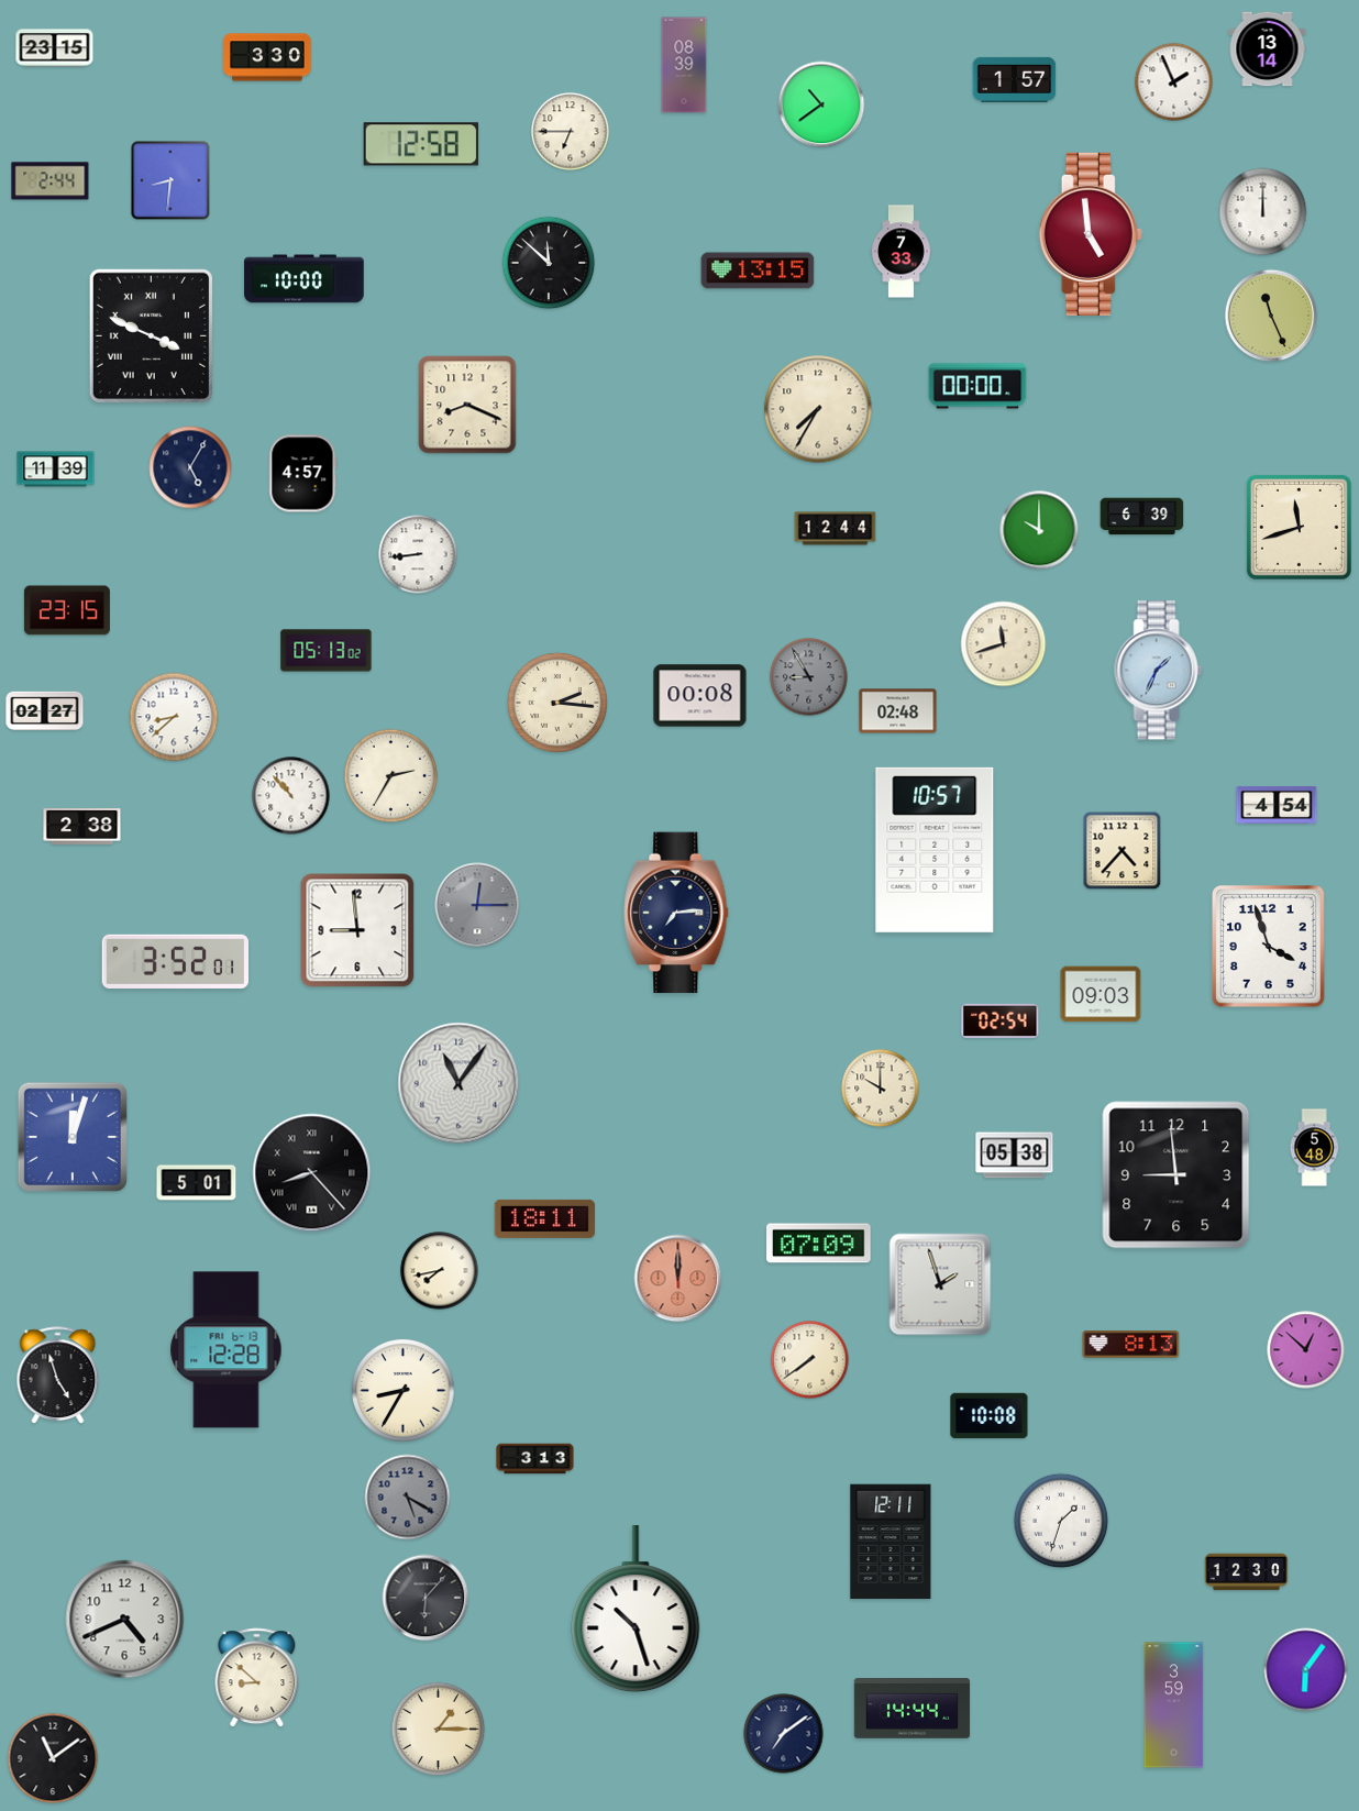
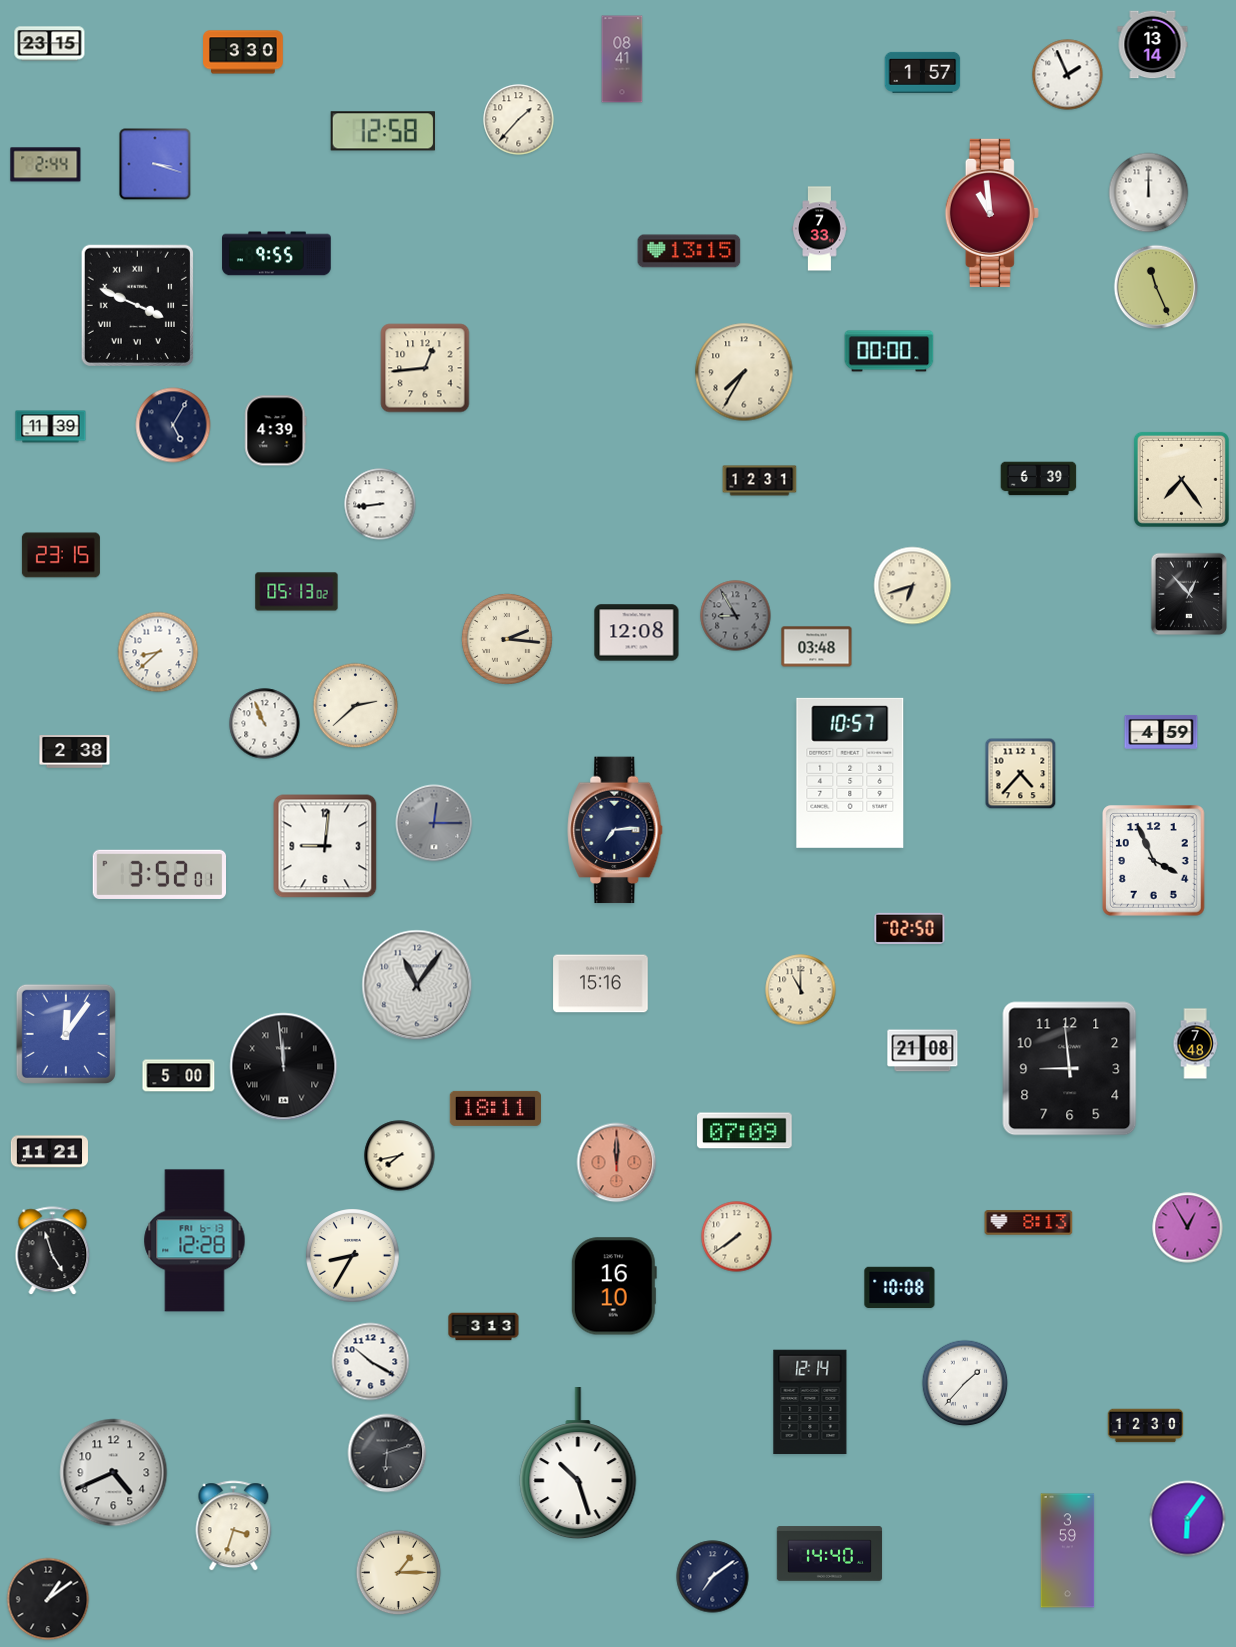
clock at (684, 65): 08:39 -> 08:41
clock at (821, 104): 10:39 -> none
clock at (571, 132): 6:45 -> 1:37
clock at (170, 180): 8:31 -> 3:18
clock at (1091, 234): 4:59 -> 10:59
clock at (549, 263): 11:52 -> none
clock at (758, 270) position: (758, 270) -> (689, 251)
clock at (305, 279): 10:00 -> 9:55
clock at (467, 405): 8:19 -> 12:44
clock at (303, 474): 4:57 -> 4:39
clock at (1142, 517) position: (1142, 517) -> (1039, 479)
clock at (1299, 527): 11:42 -> 7:24
clock at (836, 529): 12:44 -> 12:31
clock at (1039, 530): 10:00 -> none
clock at (1004, 644): 11:42 -> 6:42
clock at (1189, 594): none -> 12:53
clock at (1159, 671): 1:34 -> none
clock at (700, 696): 00:08 -> 12:08
clock at (45, 711): 02:27 -> none
clock at (898, 711): 02:48 -> 03:48
clock at (391, 776): 2:35 -> 2:38
clock at (291, 796): 10:53 -> 10:56
clock at (1277, 805): 4:54 -> 4:59
clock at (357, 930): 8:59 -> 9:01
clock at (1269, 947): 3:57 -> 3:56
clock at (1101, 994): 09:03 -> none
clock at (1001, 1020): 02:54 -> 02:50
clock at (601, 984): none -> 15:16
clock at (881, 1089): 10:00 -> 11:00
clock at (73, 1137): 12:03 -> 12:06
clock at (1314, 1148): 5:48 -> 7:48
clock at (1015, 1156): 05:38 -> 21:08
clock at (312, 1173): 8:23 -> 11:59
clock at (197, 1183): 5:01 -> 5:00
clock at (49, 1152): none -> 11:21
clock at (940, 1284): 1:57 -> none
clock at (226, 1350) position: (226, 1350) -> (195, 1241)
clock at (1306, 1350): 12:52 -> 12:55
clock at (404, 1391) position: (404, 1391) -> (353, 1256)
clock at (614, 1286): none -> 16:10
clock at (535, 1459) position: (535, 1459) -> (484, 1327)
clock at (408, 1498): 5:20 -> 10:20
clock at (408, 1498) dial: grey -> white
clock at (1061, 1521): 1:33 -> 1:37
clock at (891, 1542): 12:11 -> 12:14
clock at (1247, 1572) position: (1247, 1572) -> (1146, 1426)
clock at (426, 1598): 6:07 -> 6:12
clock at (257, 1678): 8:52 -> 3:33
clock at (913, 1709): 14:44 -> 14:40
clock at (53, 1758): 11:09 -> 1:09
